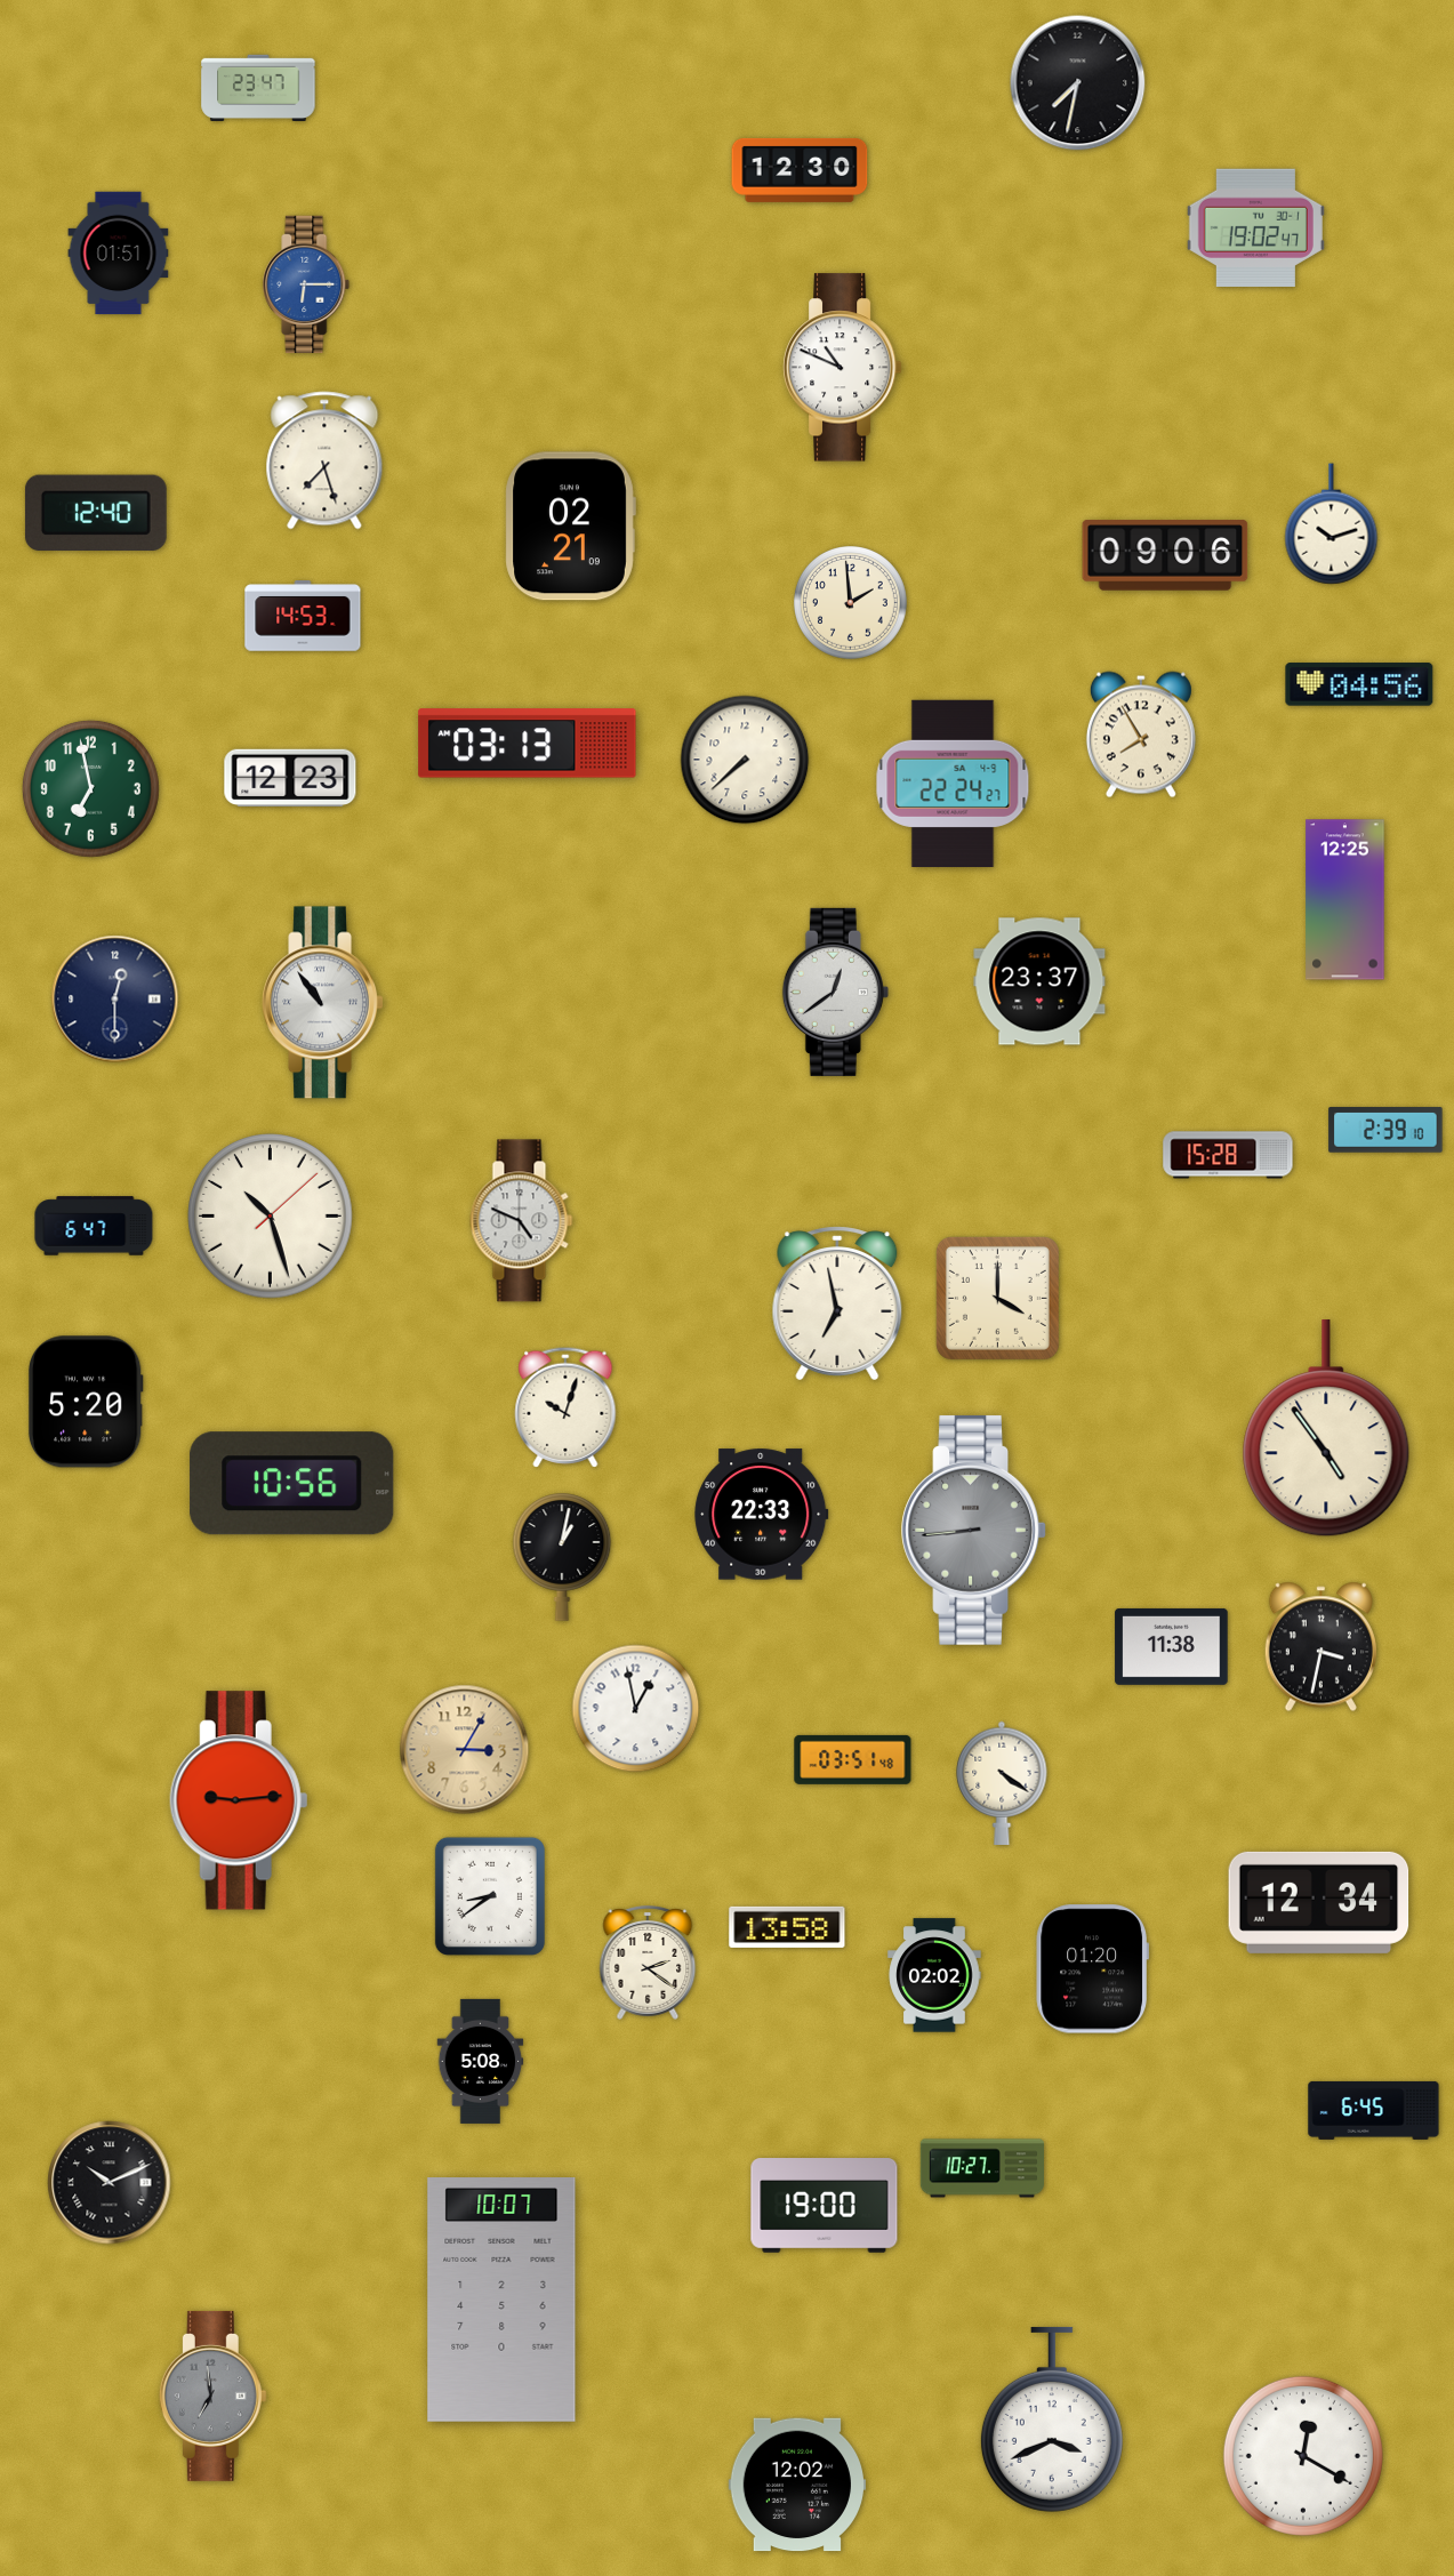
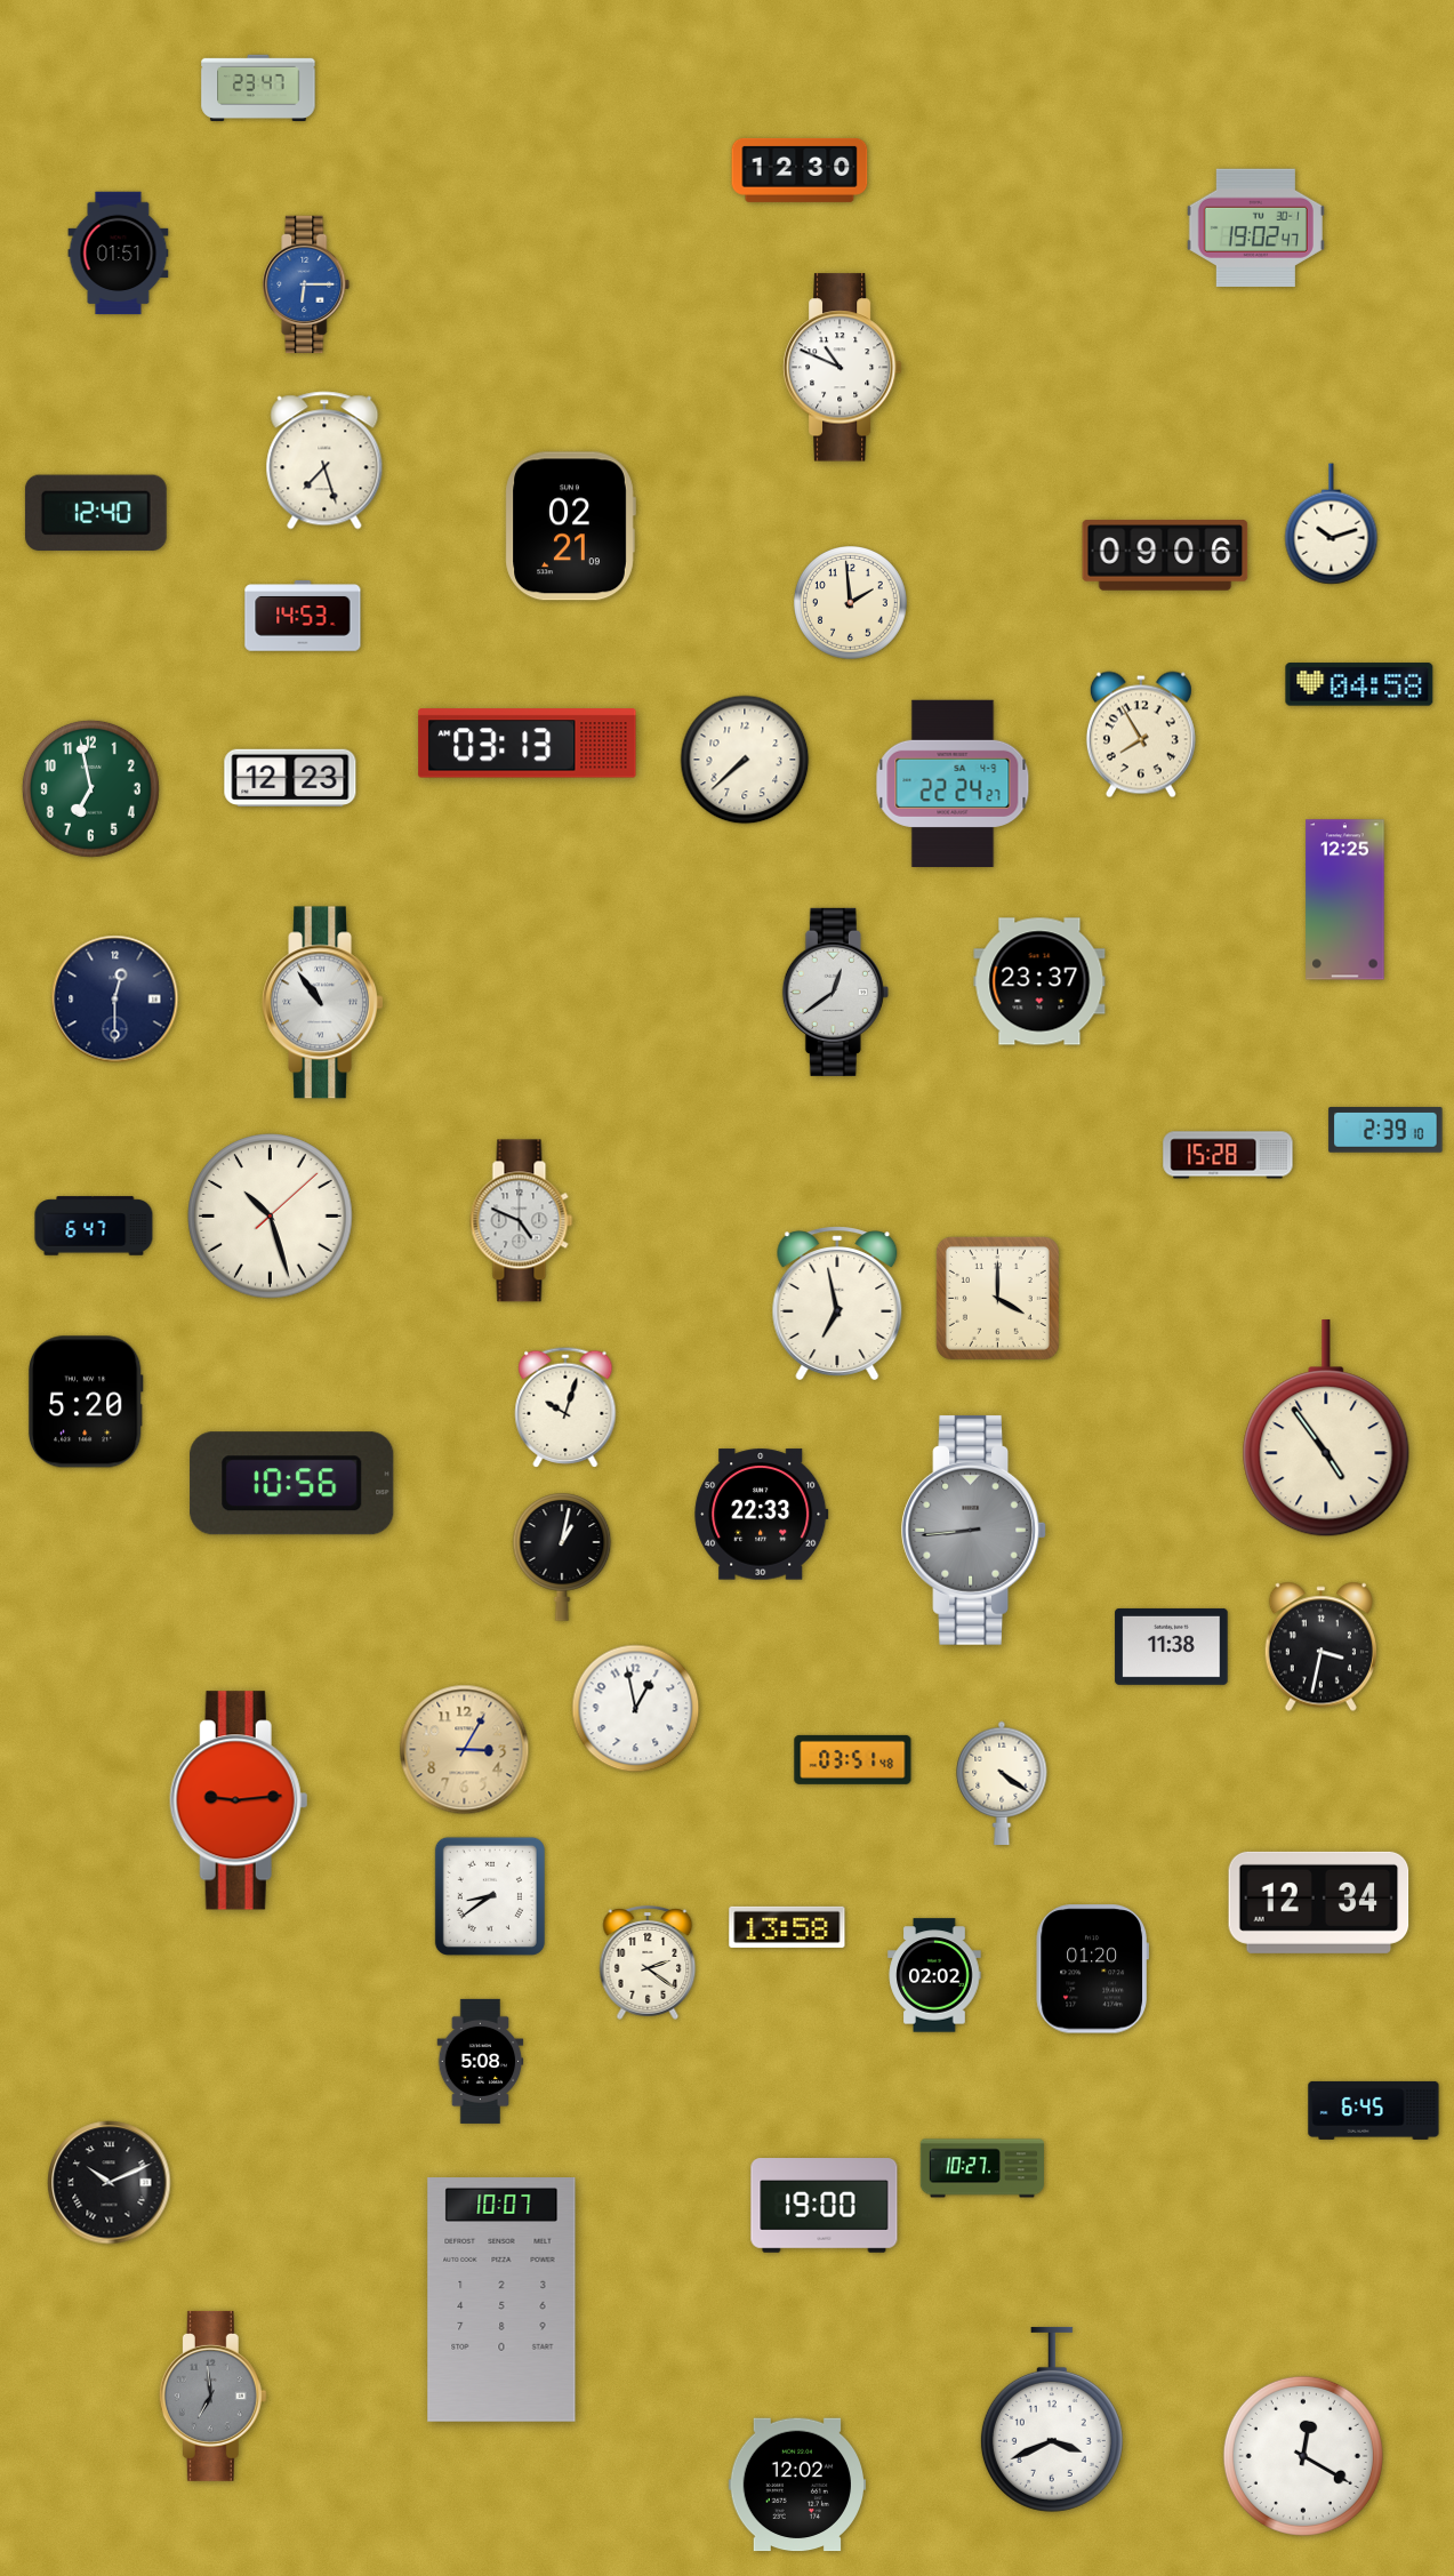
clock at (1078, 83): 7:32 -> none
clock at (1359, 684): 04:56 -> 04:58
